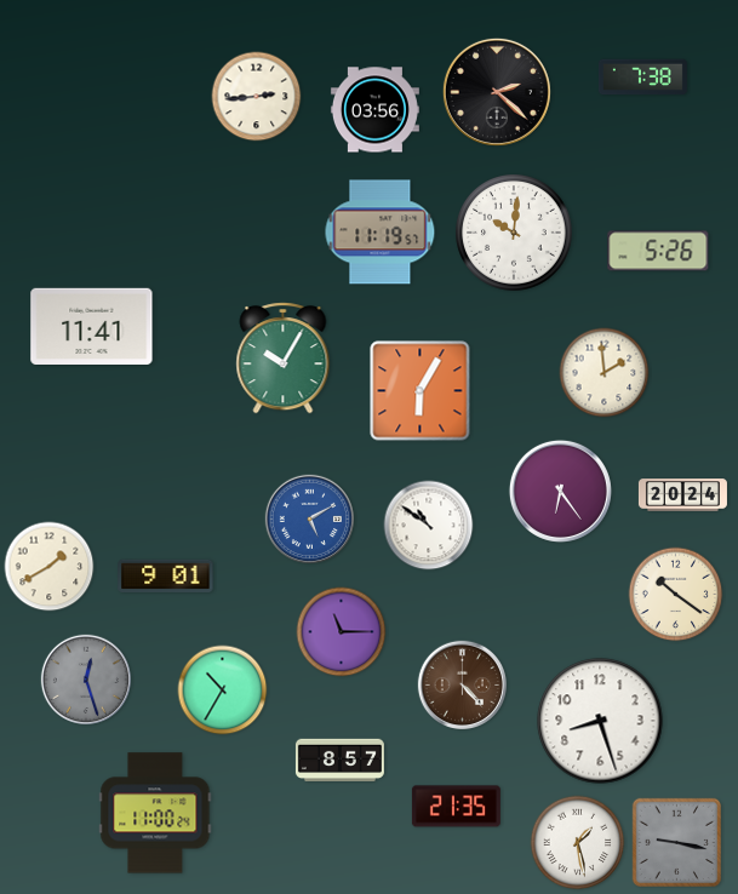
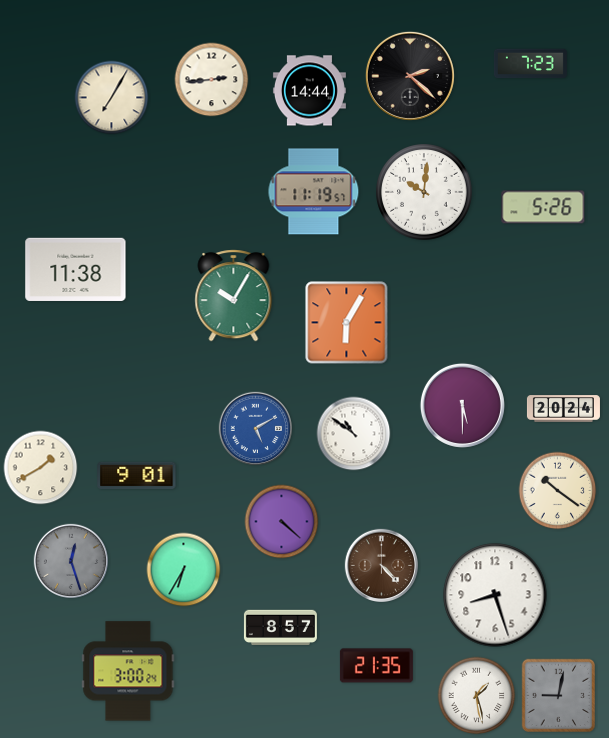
clock at (642, 78): 7:38 -> 7:23
clock at (374, 110): 03:56 -> 14:44
clock at (112, 98): none -> 7:05
clock at (92, 326): 11:41 -> 11:38
clock at (605, 373): 1:59 -> none
clock at (560, 491): 6:24 -> 5:30
clock at (342, 632): 11:15 -> 4:22
clock at (223, 690): 10:35 -> 6:35
clock at (155, 813): 11:00 -> 3:00
clock at (677, 843): 9:17 -> 9:02
